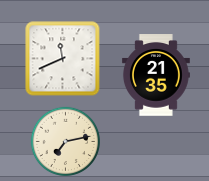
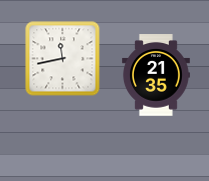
clock at (63, 59): 11:41 -> 11:43
clock at (65, 141): 7:13 -> none
